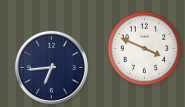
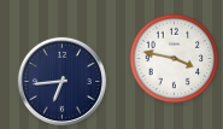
clock at (145, 49): 3:49 -> 3:47
